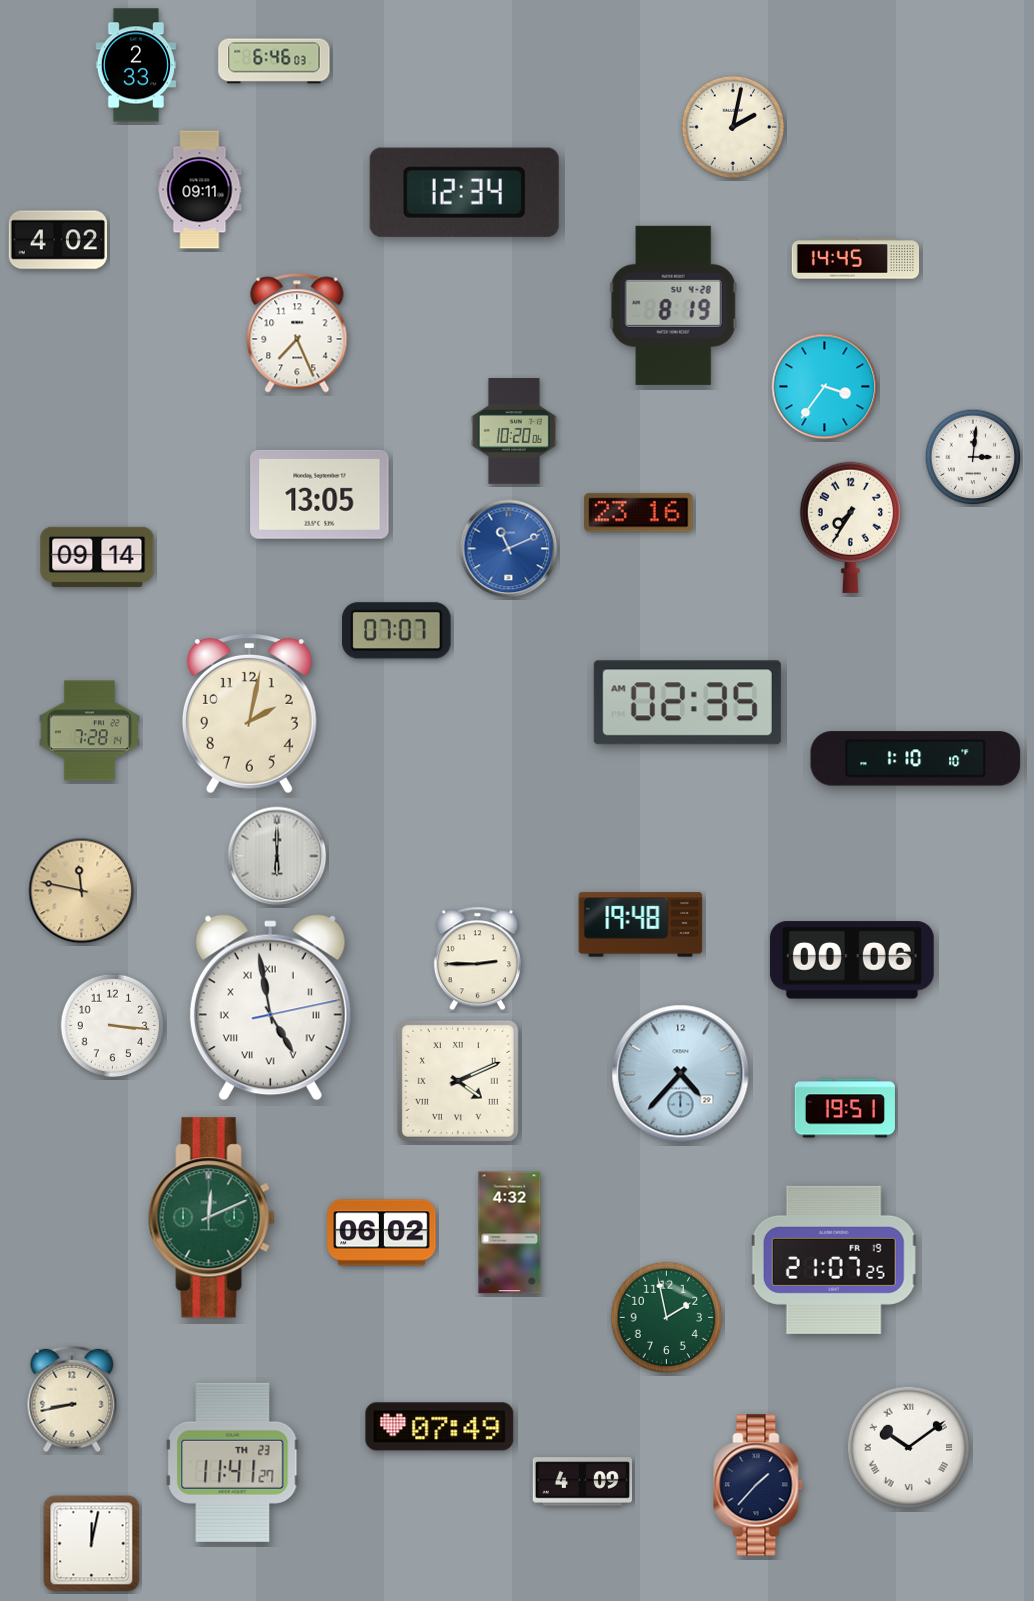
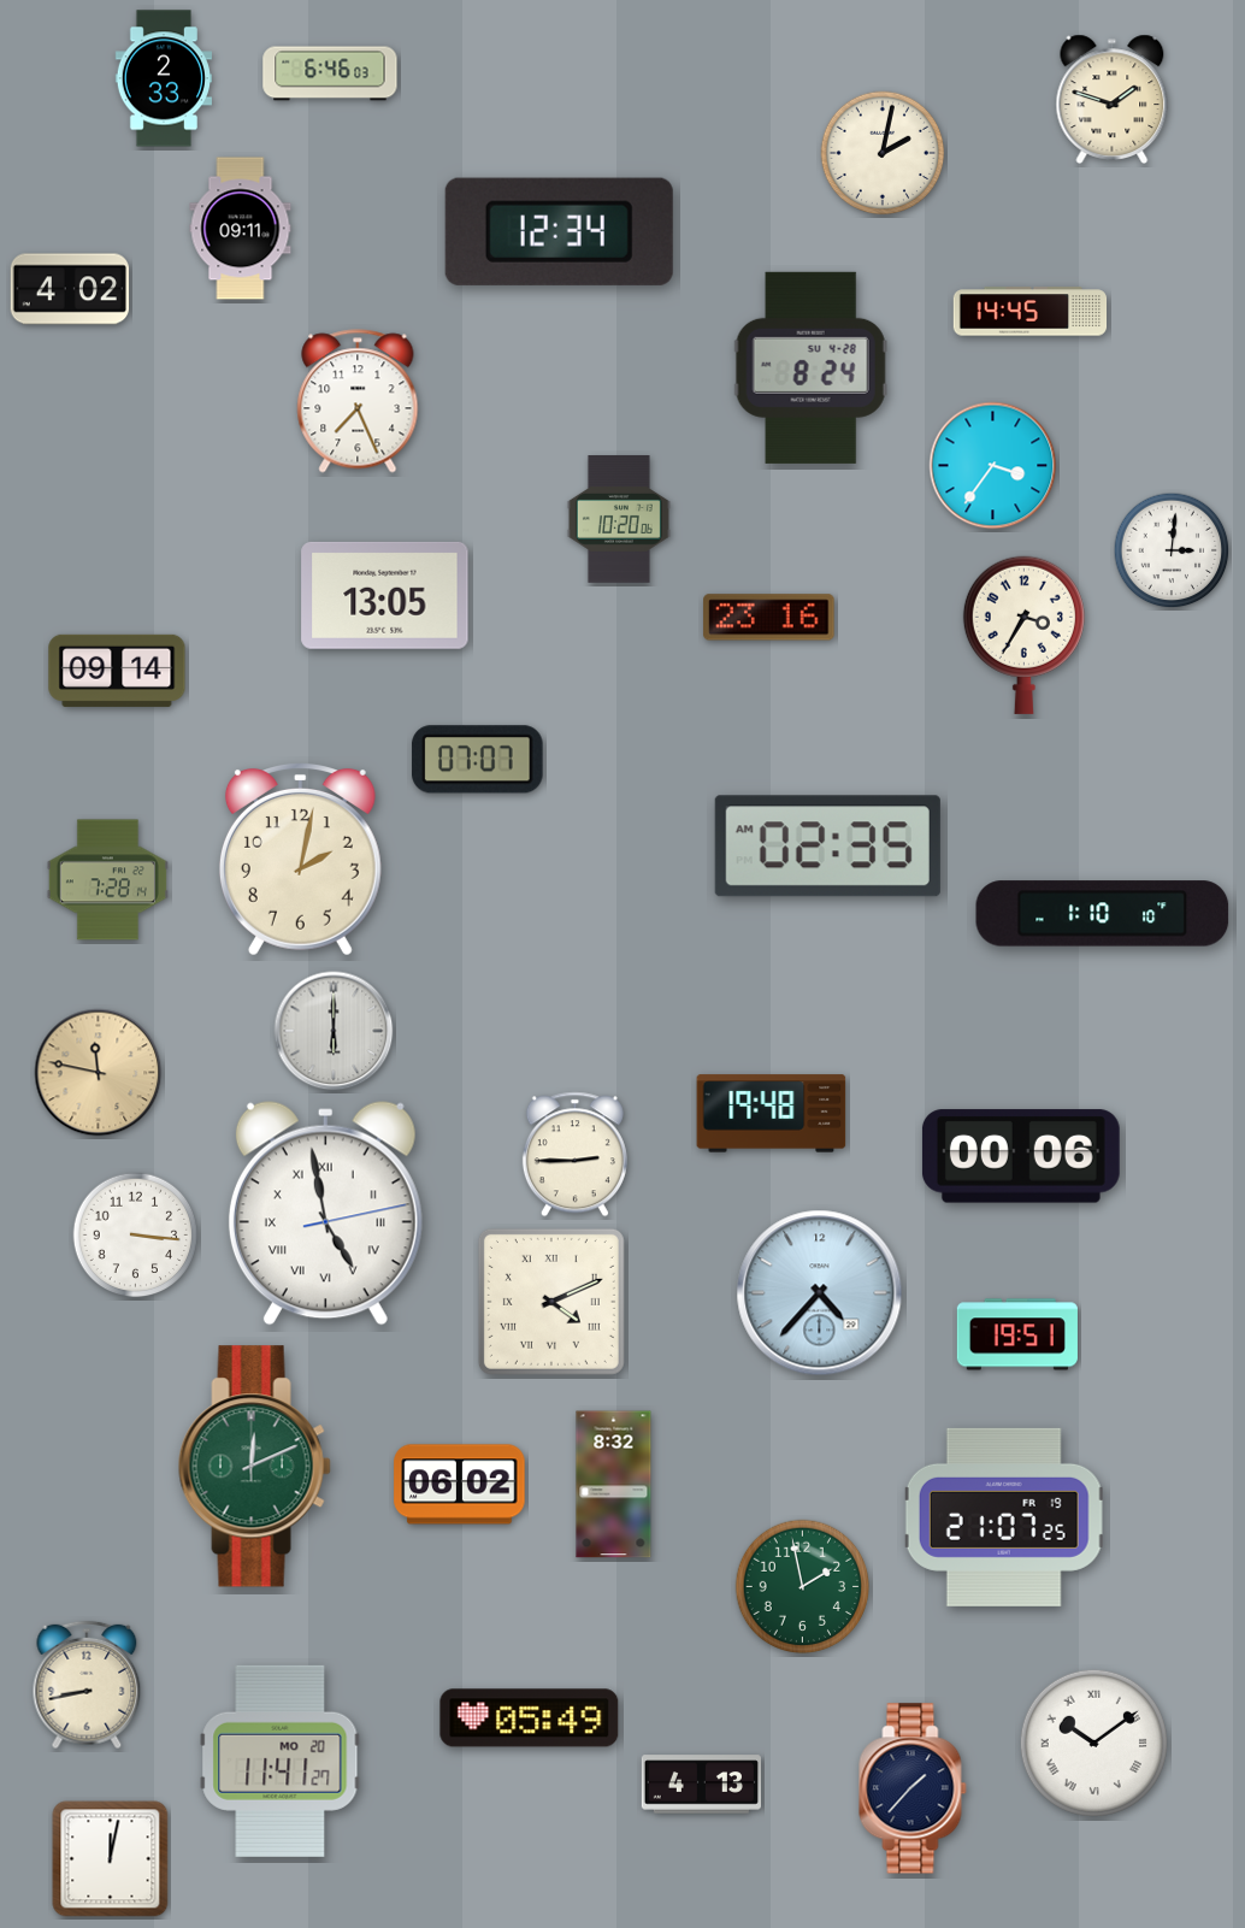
clock at (1113, 99): none -> 1:48
clock at (673, 305): 8:19 -> 8:24
clock at (850, 527): 7:35 -> 3:35
clock at (509, 549): 11:11 -> none
clock at (852, 960) position: (852, 960) -> (1021, 1156)
clock at (510, 1233): 4:32 -> 8:32
clock at (440, 1427): 07:49 -> 05:49
clock at (233, 1462) date: TH 23 -> MO 20
clock at (582, 1482): 4:09 -> 4:13
